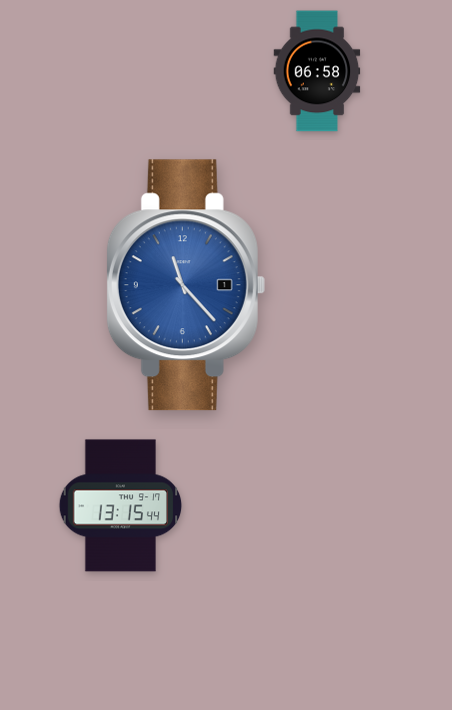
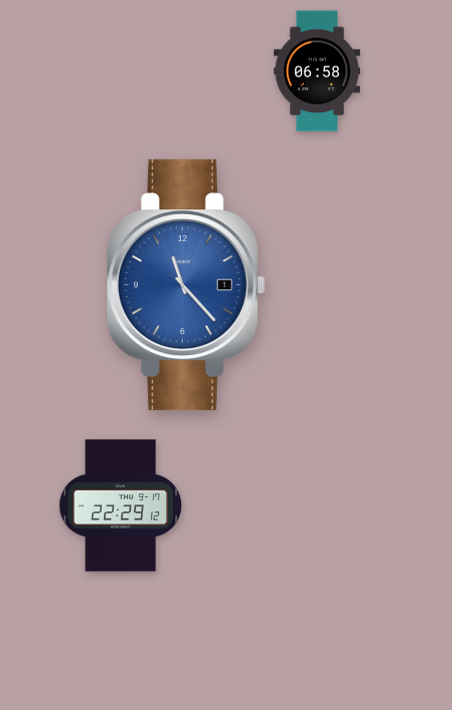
clock at (121, 506): 13:15 -> 22:29
